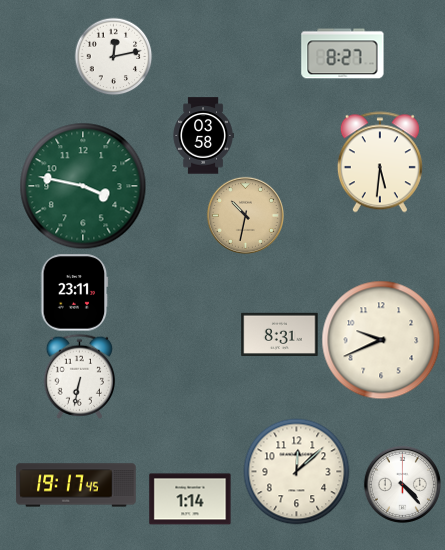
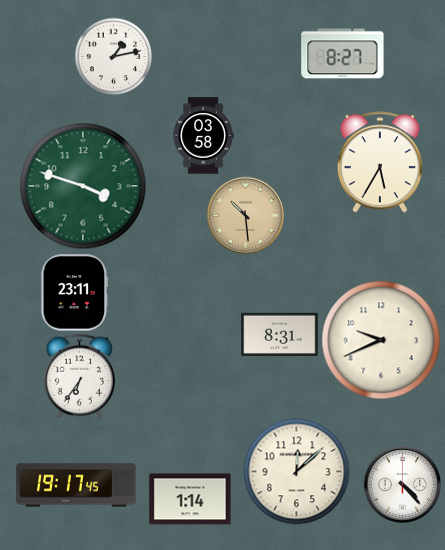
clock at (113, 56): 12:13 -> 1:13
clock at (380, 162): 5:31 -> 5:35
clock at (83, 186): 3:47 -> 3:48
clock at (245, 215): 10:32 -> 10:29
clock at (79, 376): 6:32 -> 6:36
